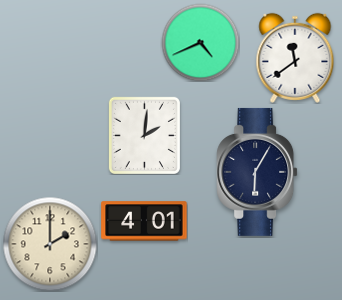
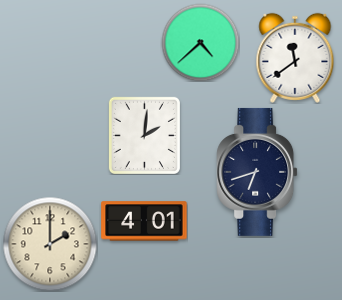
clock at (200, 42): 4:41 -> 4:38
clock at (257, 172): 6:05 -> 6:42
